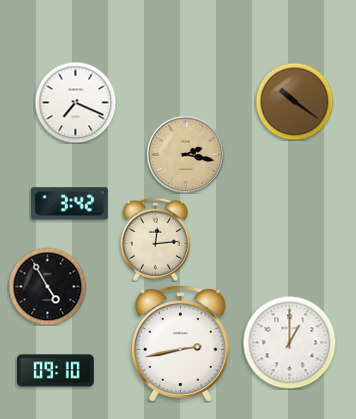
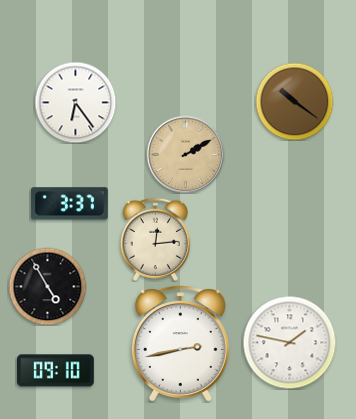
clock at (75, 102): 7:19 -> 6:24
clock at (185, 154): 2:17 -> 2:10
clock at (69, 204): 3:42 -> 3:37
clock at (289, 342): 1:00 -> 1:47
